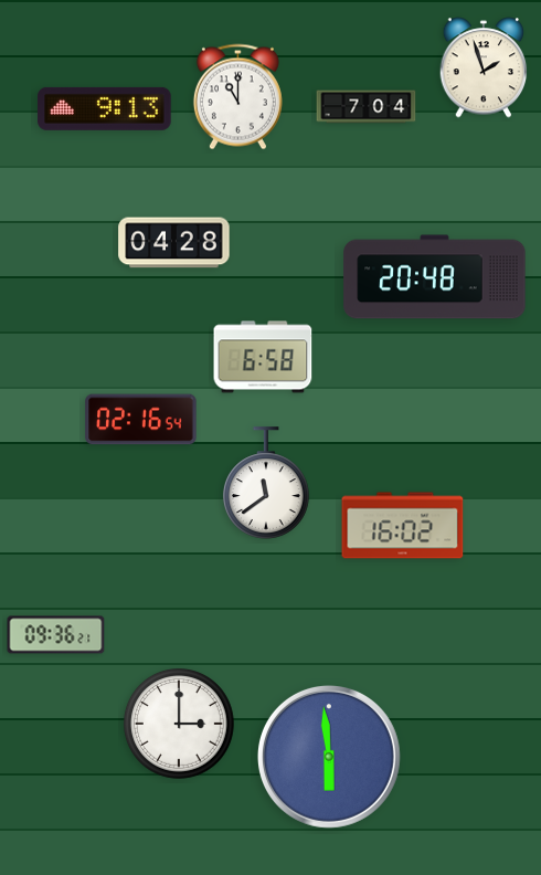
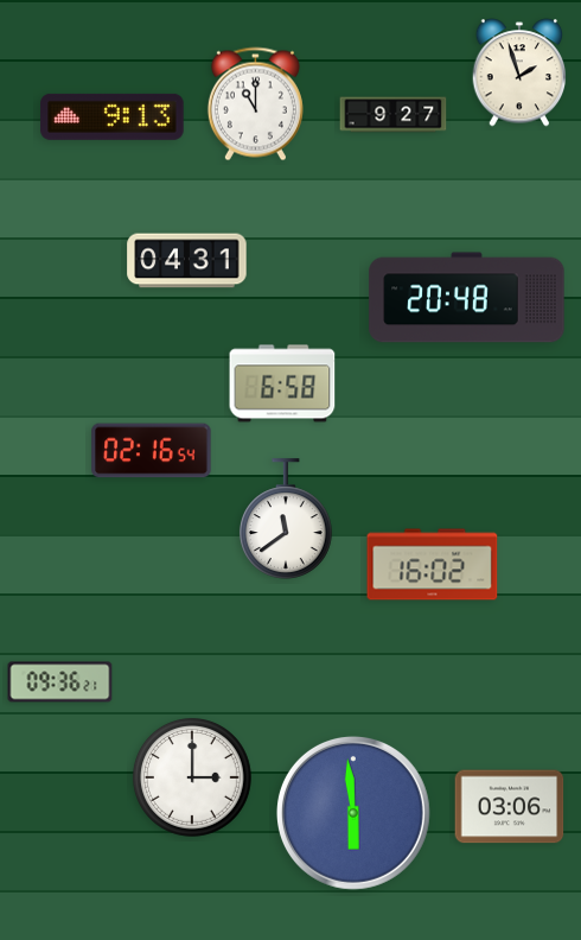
clock at (367, 107): 7:04 -> 9:27
clock at (174, 243): 04:28 -> 04:31
clock at (510, 807): none -> 03:06
